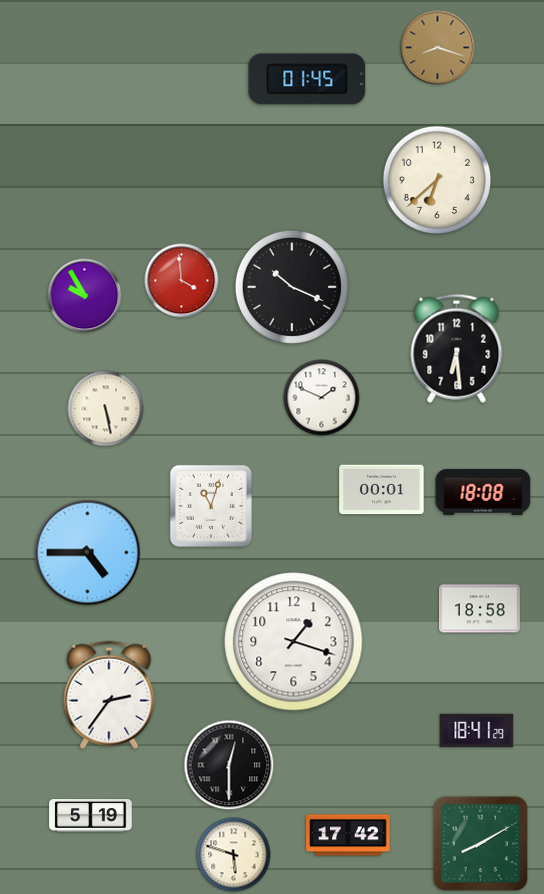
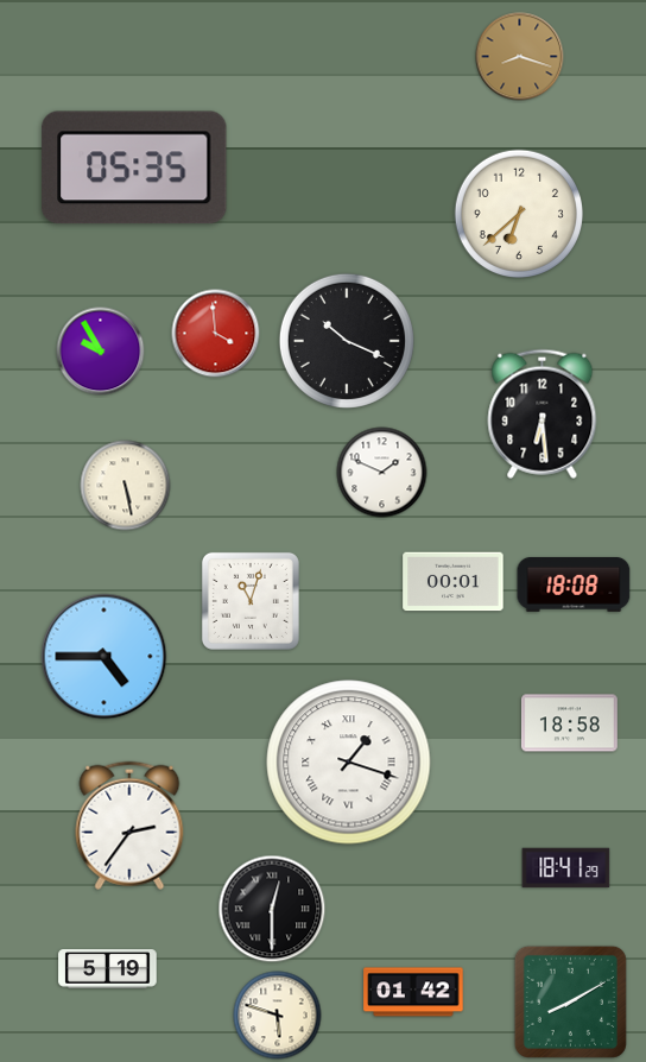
clock at (307, 79): 01:45 -> none
clock at (134, 167): none -> 05:35
clock at (294, 642) numerals: Arabic -> Roman
clock at (348, 835): 17:42 -> 01:42
